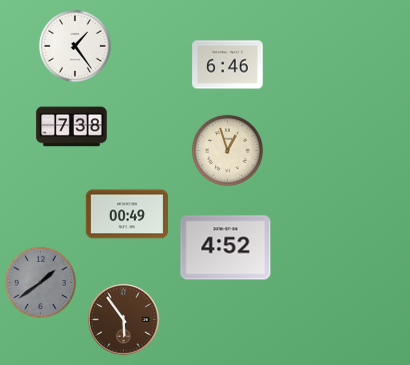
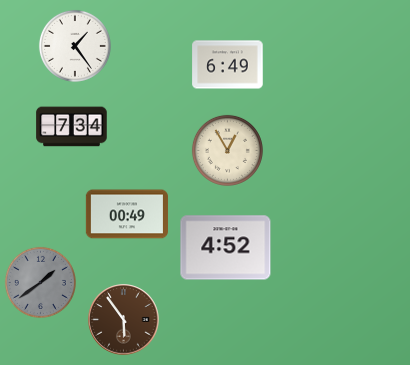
clock at (228, 65): 6:46 -> 6:49
clock at (72, 127): 7:38 -> 7:34
clock at (227, 150): 12:57 -> 12:55
